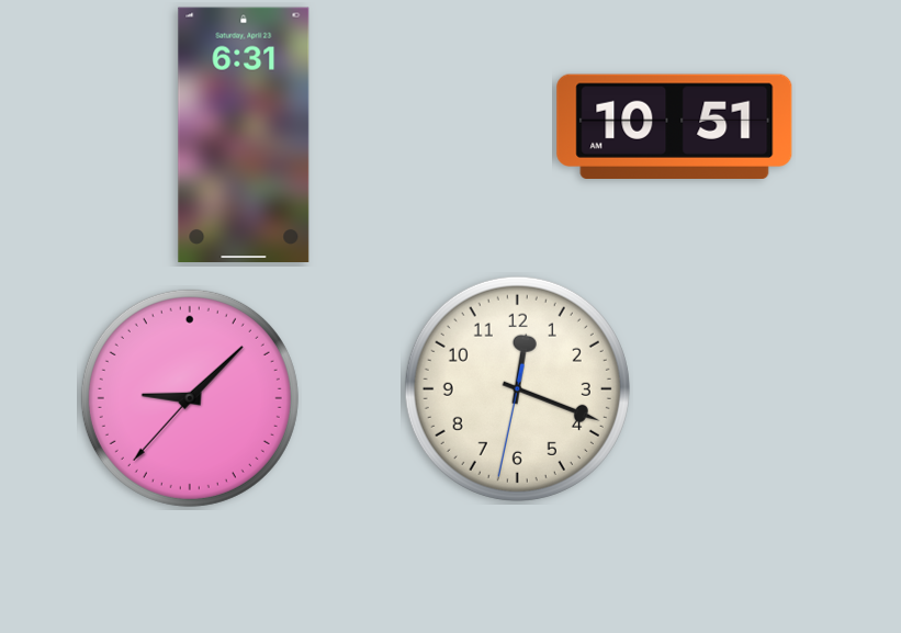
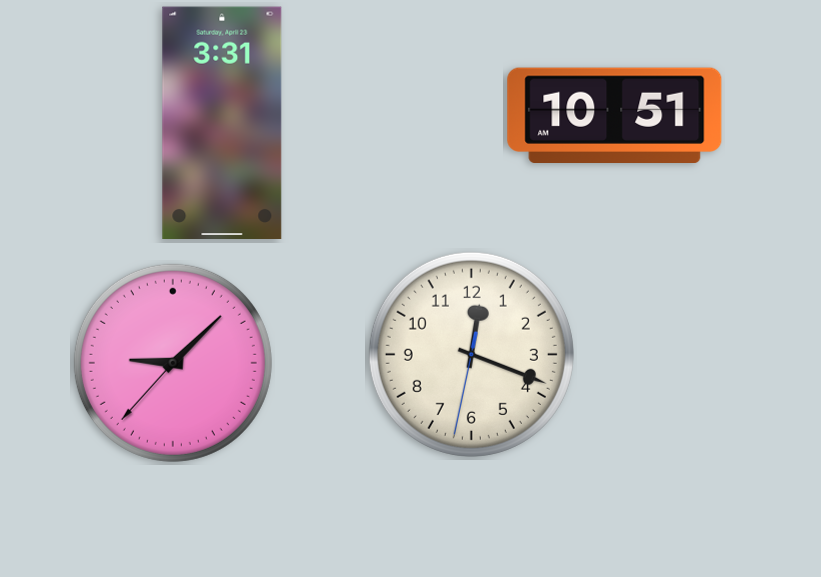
clock at (244, 134): 6:31 -> 3:31
